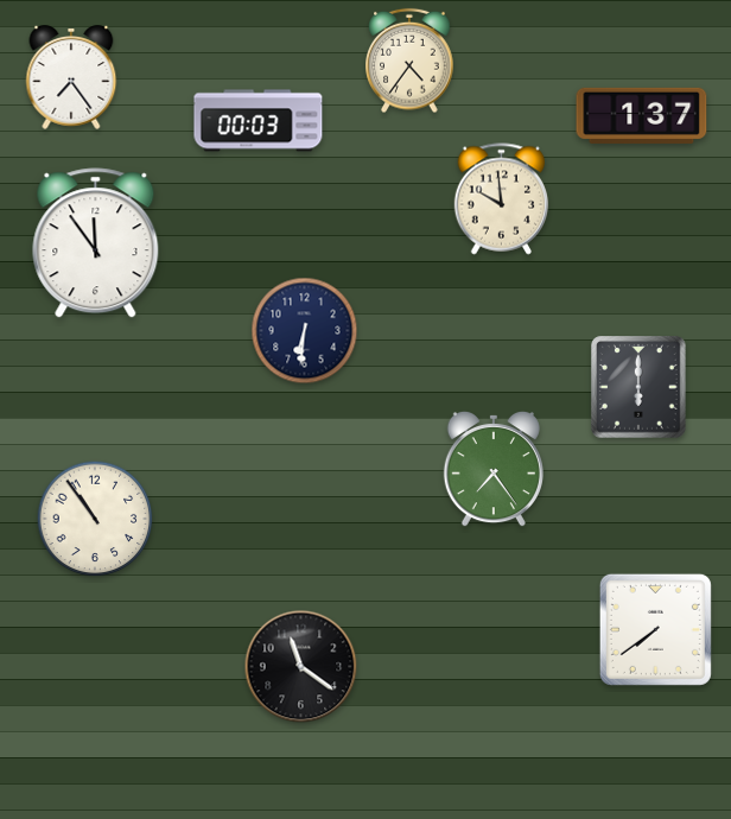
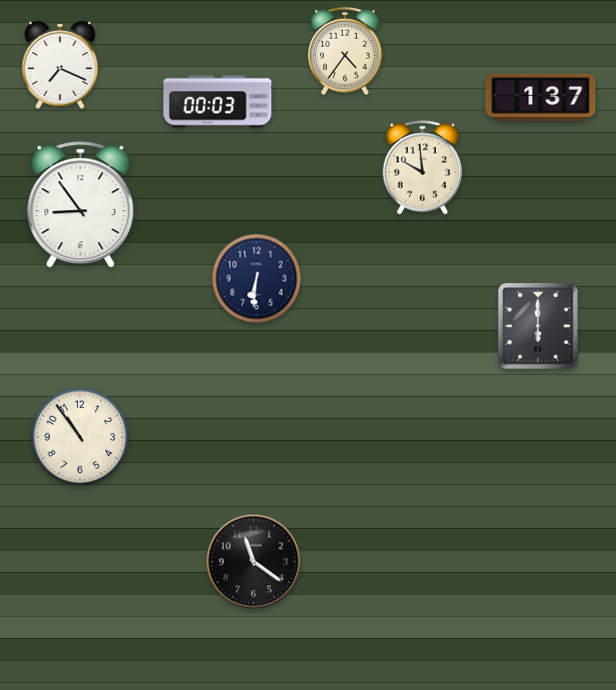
clock at (71, 77): 7:24 -> 7:19
clock at (96, 243): 11:54 -> 8:54
clock at (494, 469): 7:24 -> none
clock at (655, 629): 7:39 -> none
